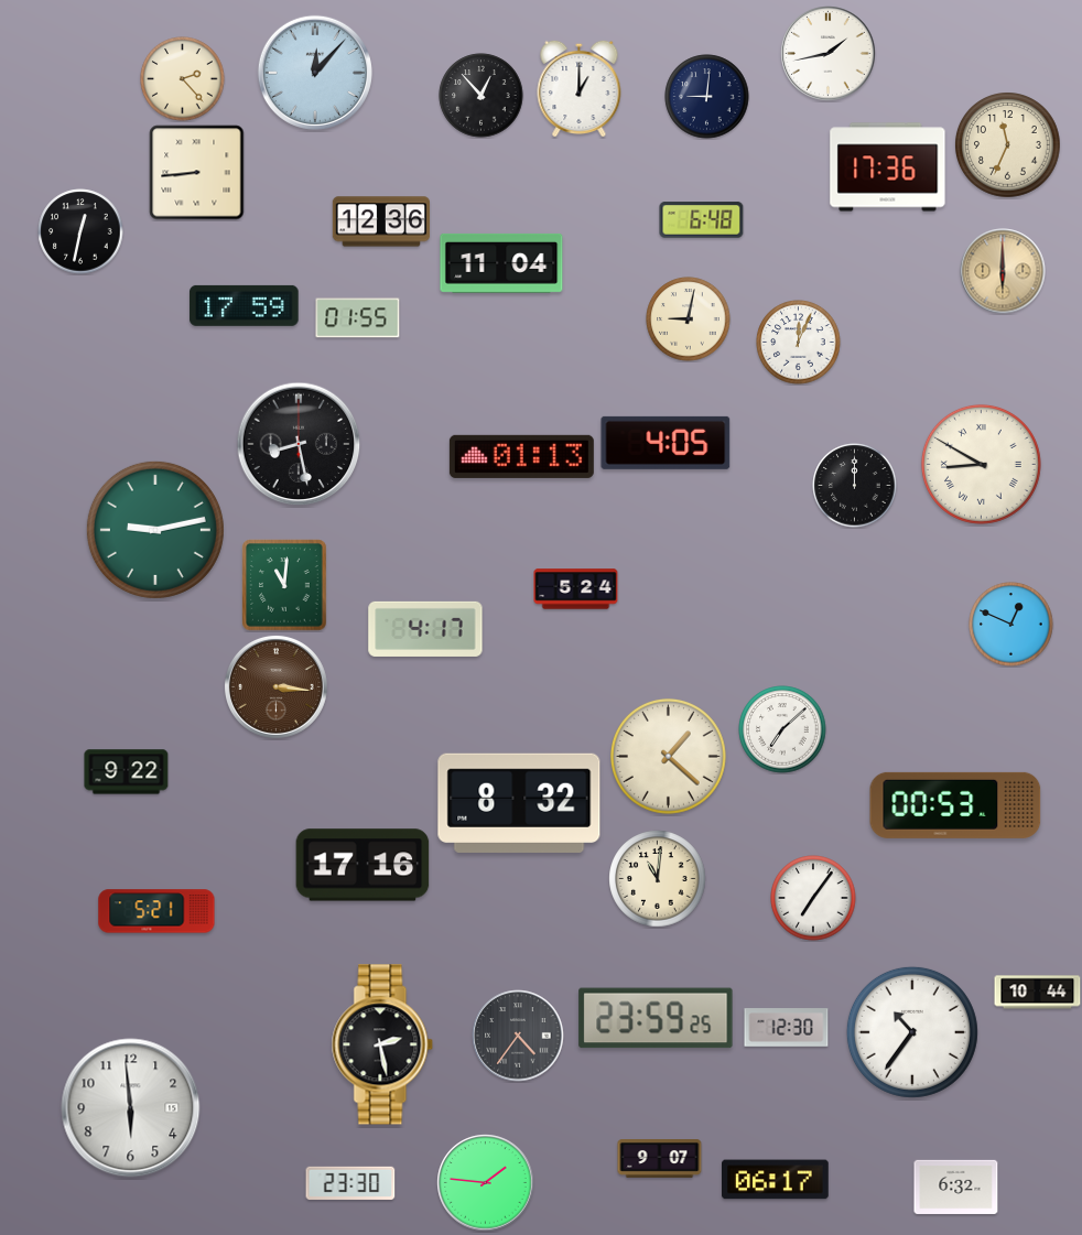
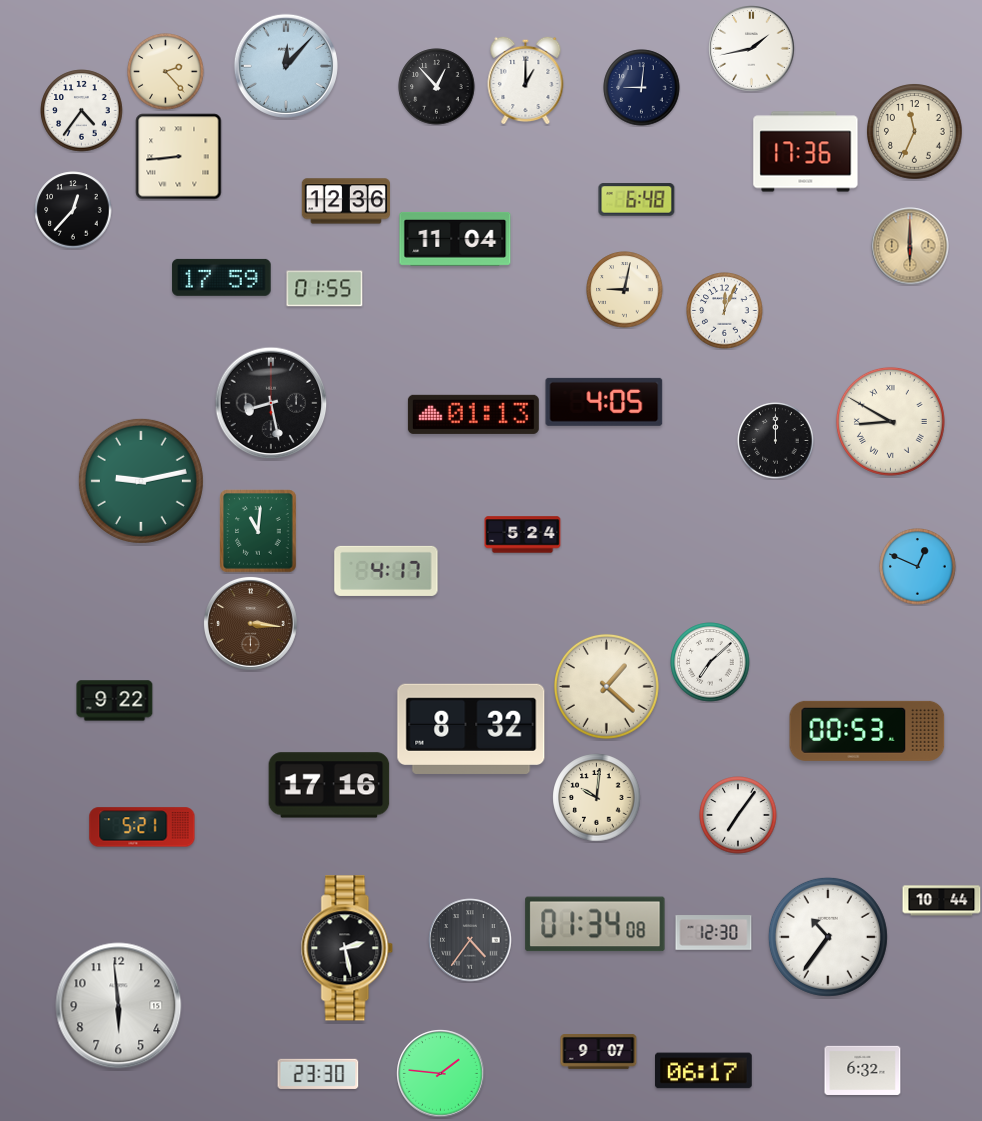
clock at (82, 111): none -> 4:36
clock at (80, 231): 12:32 -> 12:37
clock at (658, 879): 11:01 -> 10:01
clock at (656, 1018): 23:59 -> 01:34
clock at (956, 1187) position: (956, 1187) -> (863, 1070)
